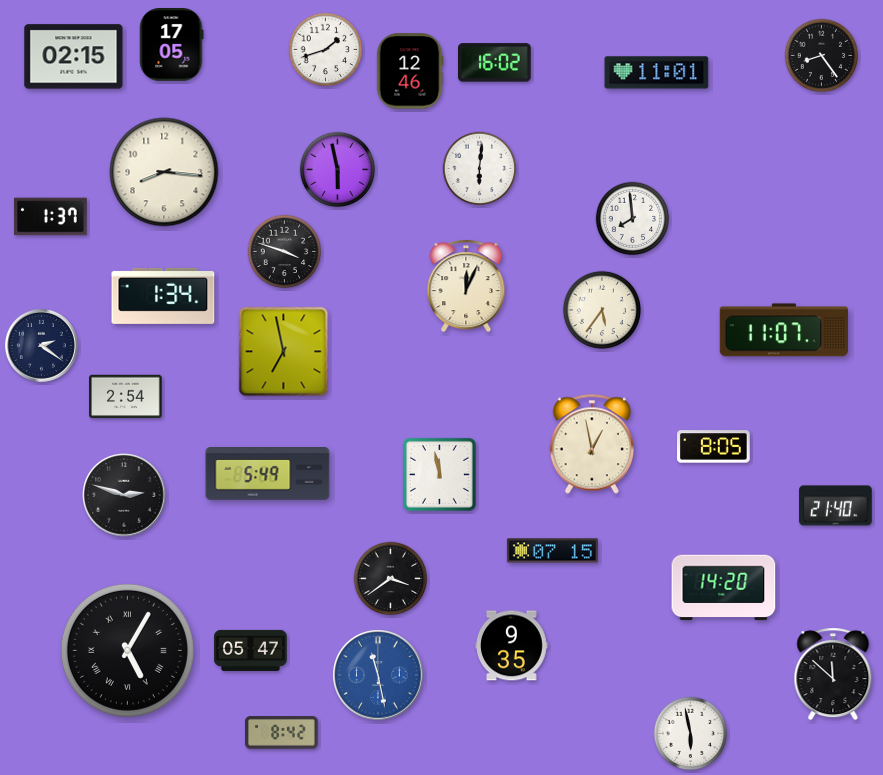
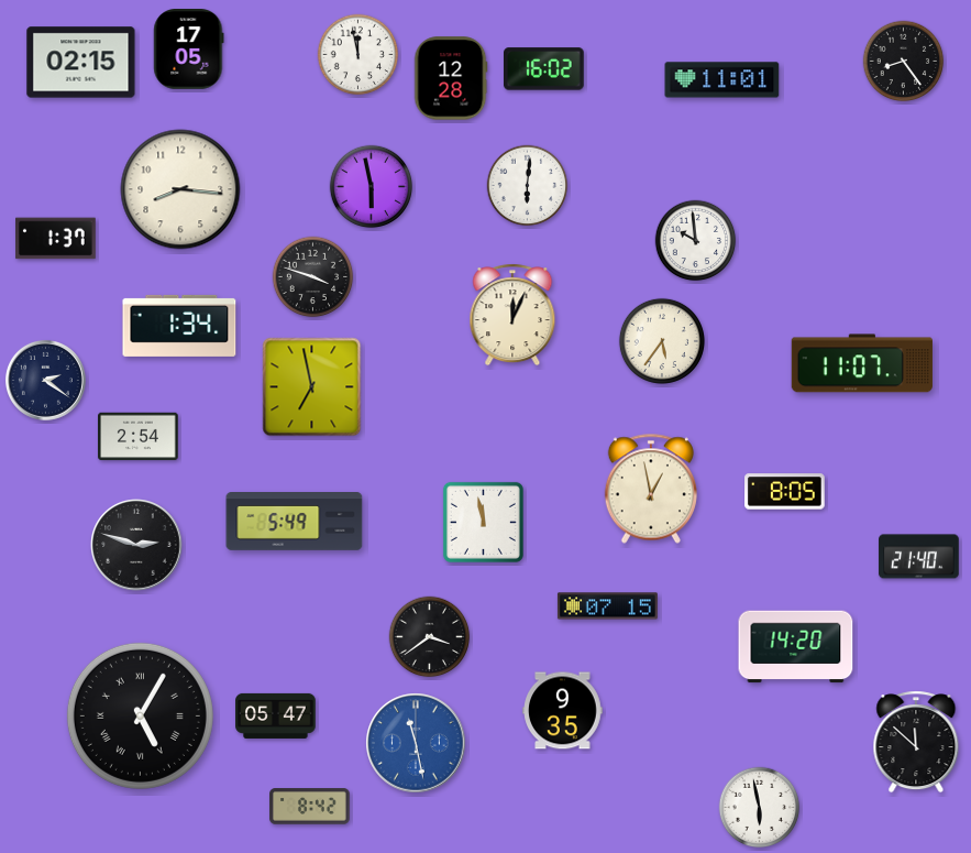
clock at (326, 50): 1:42 -> 11:58
clock at (410, 71): 12:46 -> 12:28
clock at (633, 219): 7:59 -> 9:59
